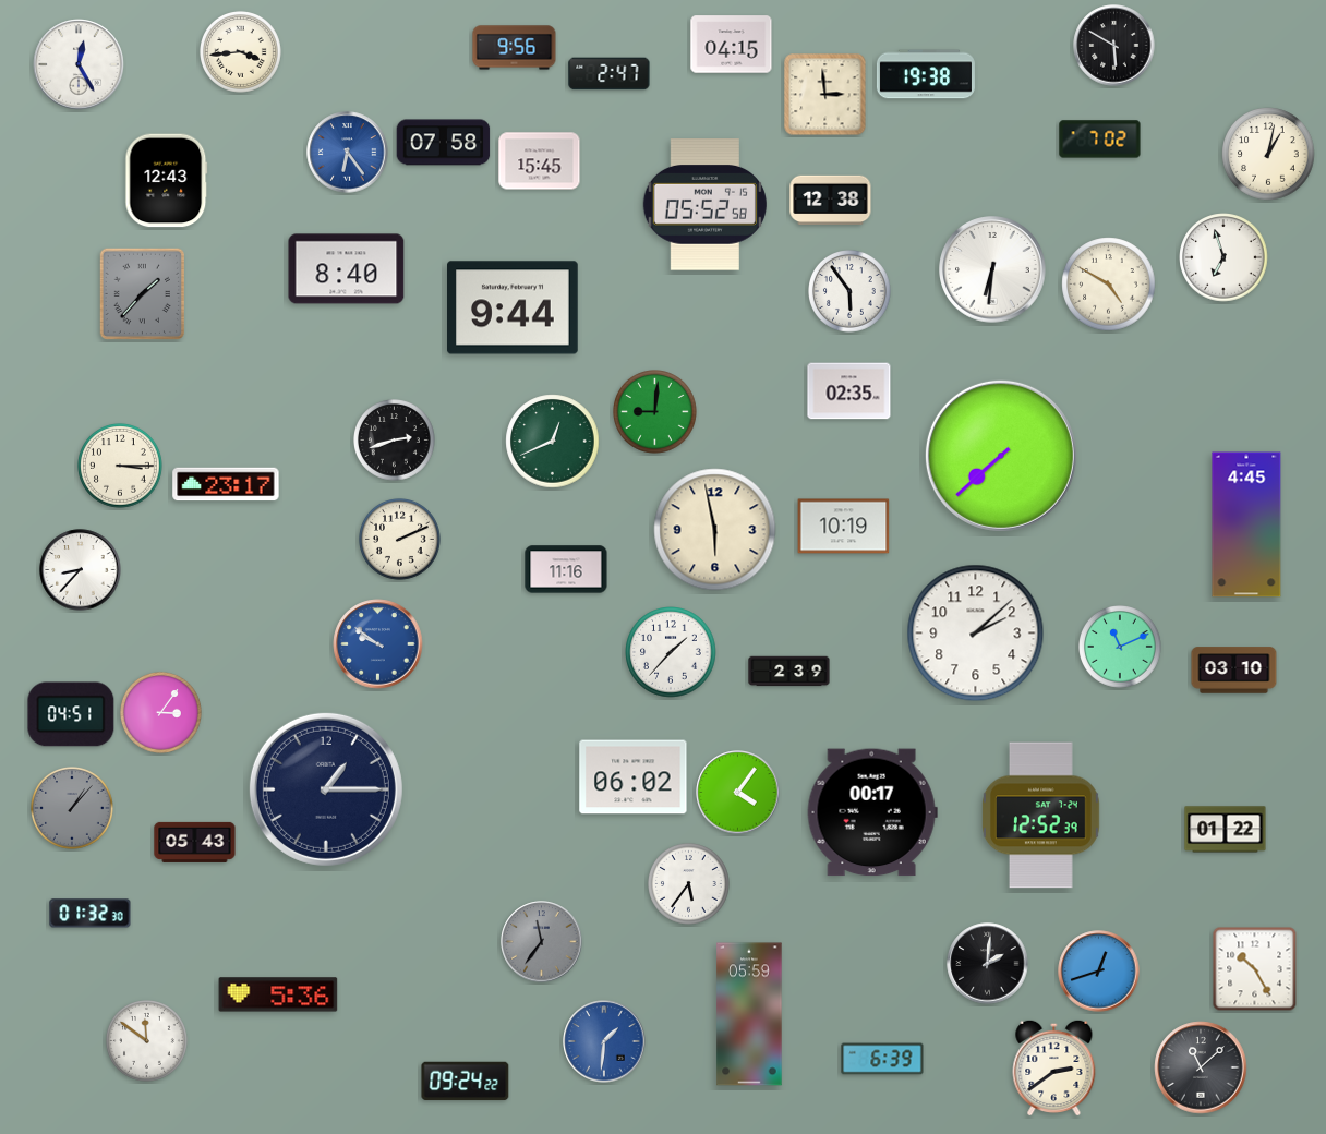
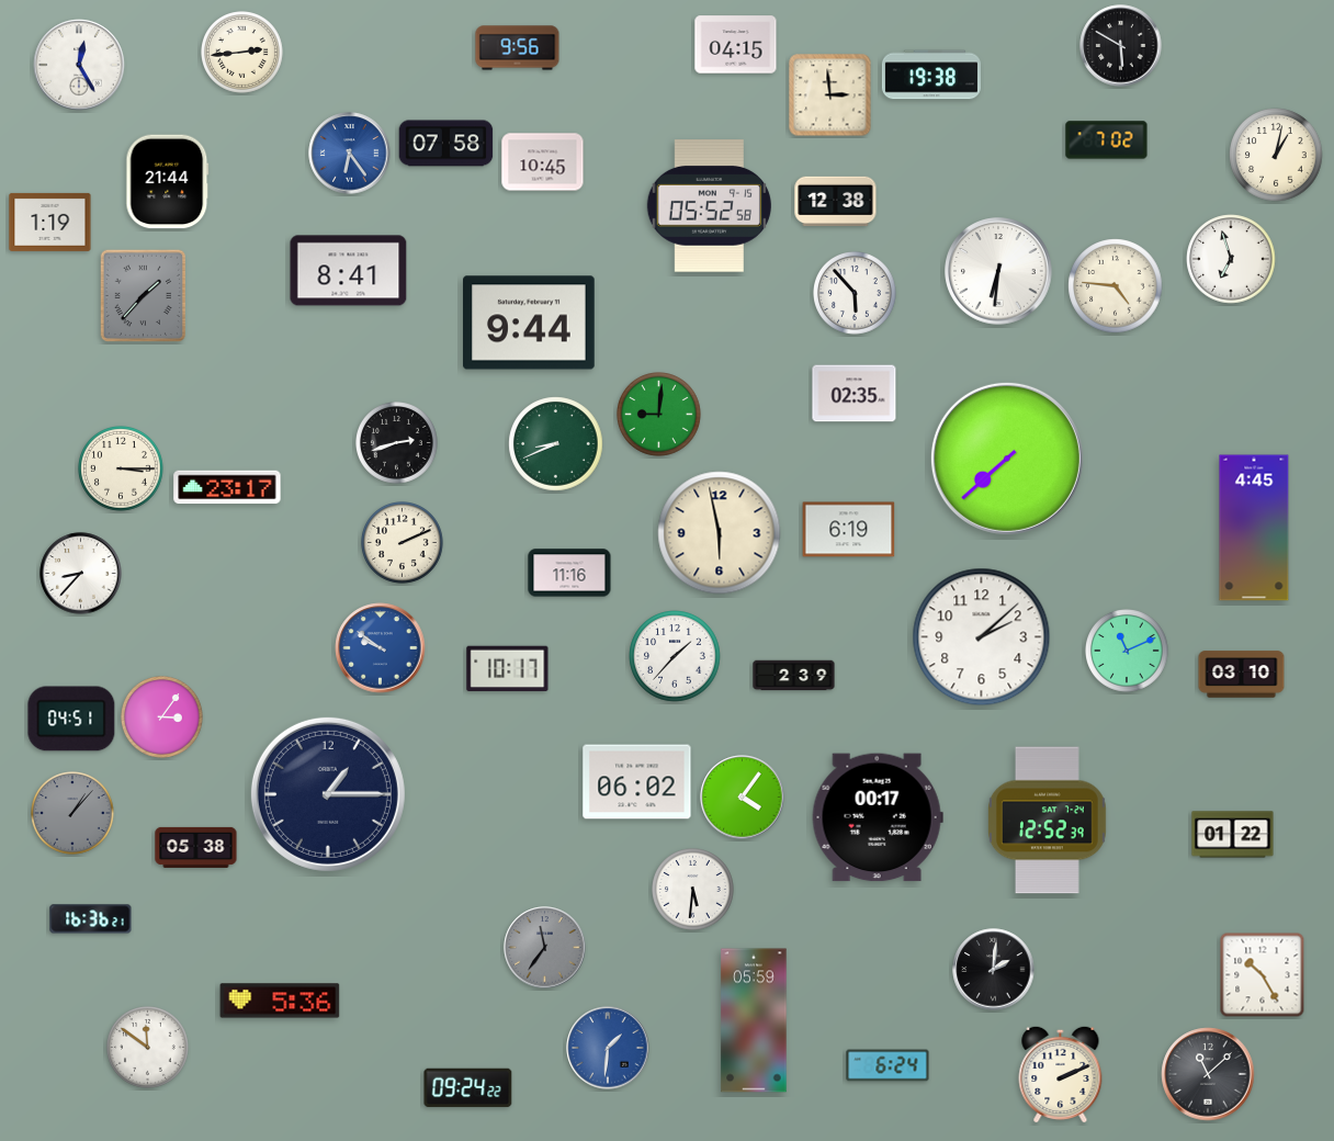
clock at (241, 52): 3:44 -> 2:44
clock at (610, 74): 2:47 -> none
clock at (540, 161): 15:45 -> 10:45
clock at (167, 181): 12:43 -> 21:44
clock at (50, 222): none -> 1:19
clock at (347, 269): 8:40 -> 8:41
clock at (1109, 285): 4:50 -> 4:46
clock at (851, 292): 5:54 -> 5:53
clock at (514, 307) position: (514, 307) -> (530, 323)
clock at (553, 442): 12:41 -> 8:41
clock at (844, 527): 10:19 -> 6:19
clock at (508, 668): none -> 10:17
clock at (195, 842): 05:43 -> 05:38
clock at (689, 884): 5:36 -> 5:31
clock at (91, 914): 01:32 -> 16:36
clock at (1099, 972): 12:42 -> none
clock at (882, 1059): 6:39 -> 6:24
clock at (1054, 1067): 2:39 -> 2:11
